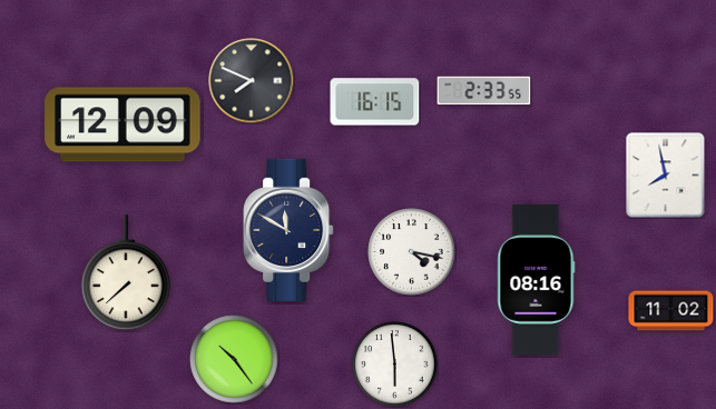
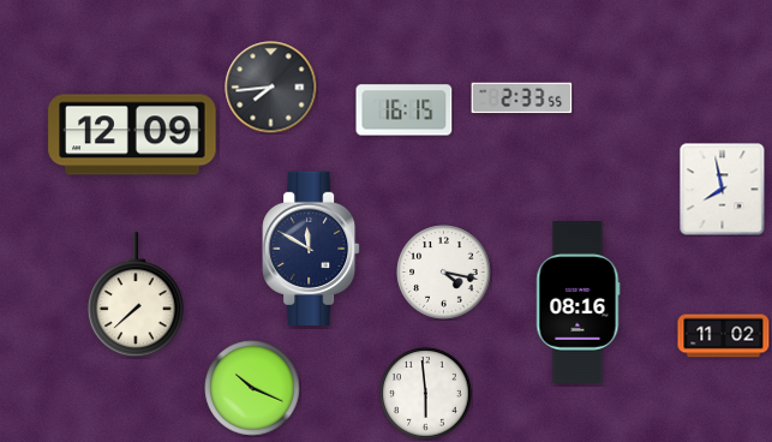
clock at (252, 81): 7:49 -> 7:44
clock at (666, 176) position: (666, 176) -> (723, 190)
clock at (234, 359): 10:24 -> 10:19
